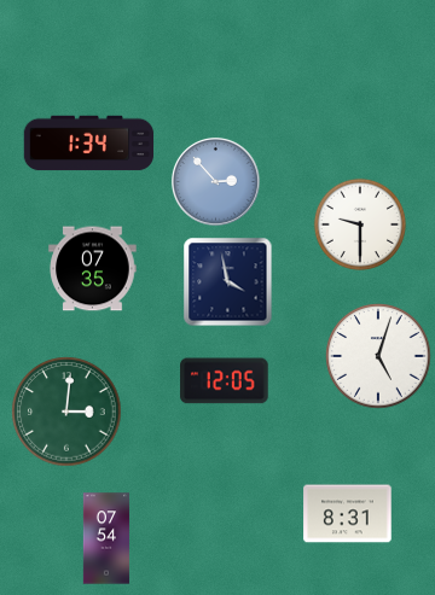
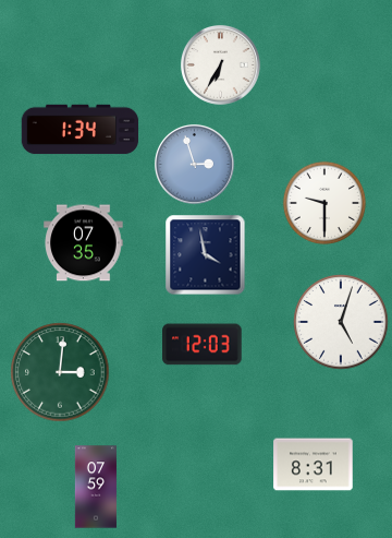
clock at (221, 65): none -> 6:35
clock at (216, 182): 2:53 -> 2:57
clock at (225, 381): 12:05 -> 12:03
clock at (105, 538): 07:54 -> 07:59
